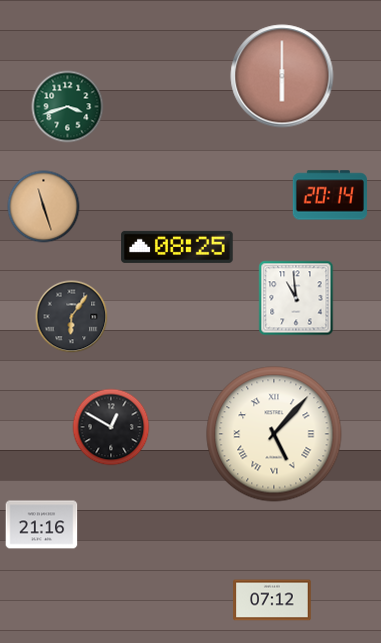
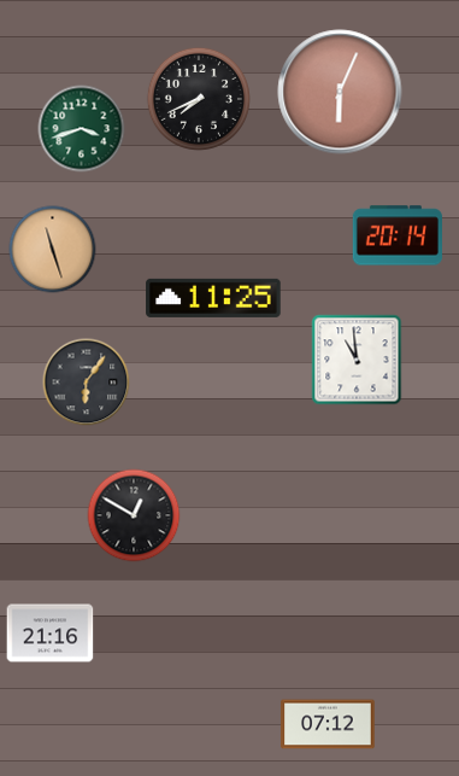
clock at (282, 76): 6:00 -> 6:04
clock at (199, 99): none -> 7:41
clock at (177, 247): 08:25 -> 11:25
clock at (274, 434): 5:07 -> none
